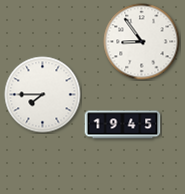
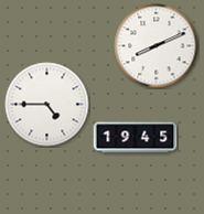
clock at (142, 42): 8:54 -> 8:11
clock at (43, 95): 7:45 -> 4:45
